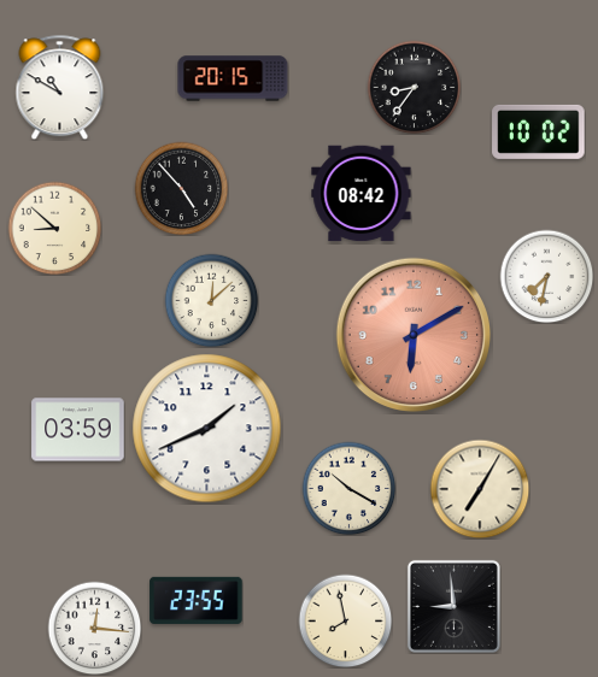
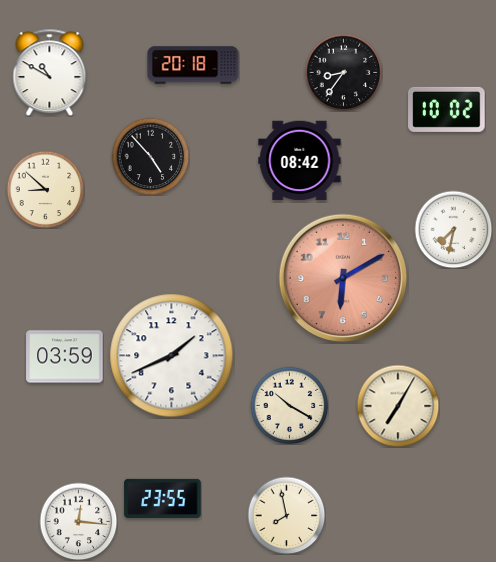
clock at (233, 78): 20:15 -> 20:18
clock at (211, 300): 12:08 -> none
clock at (453, 606): 8:59 -> none
